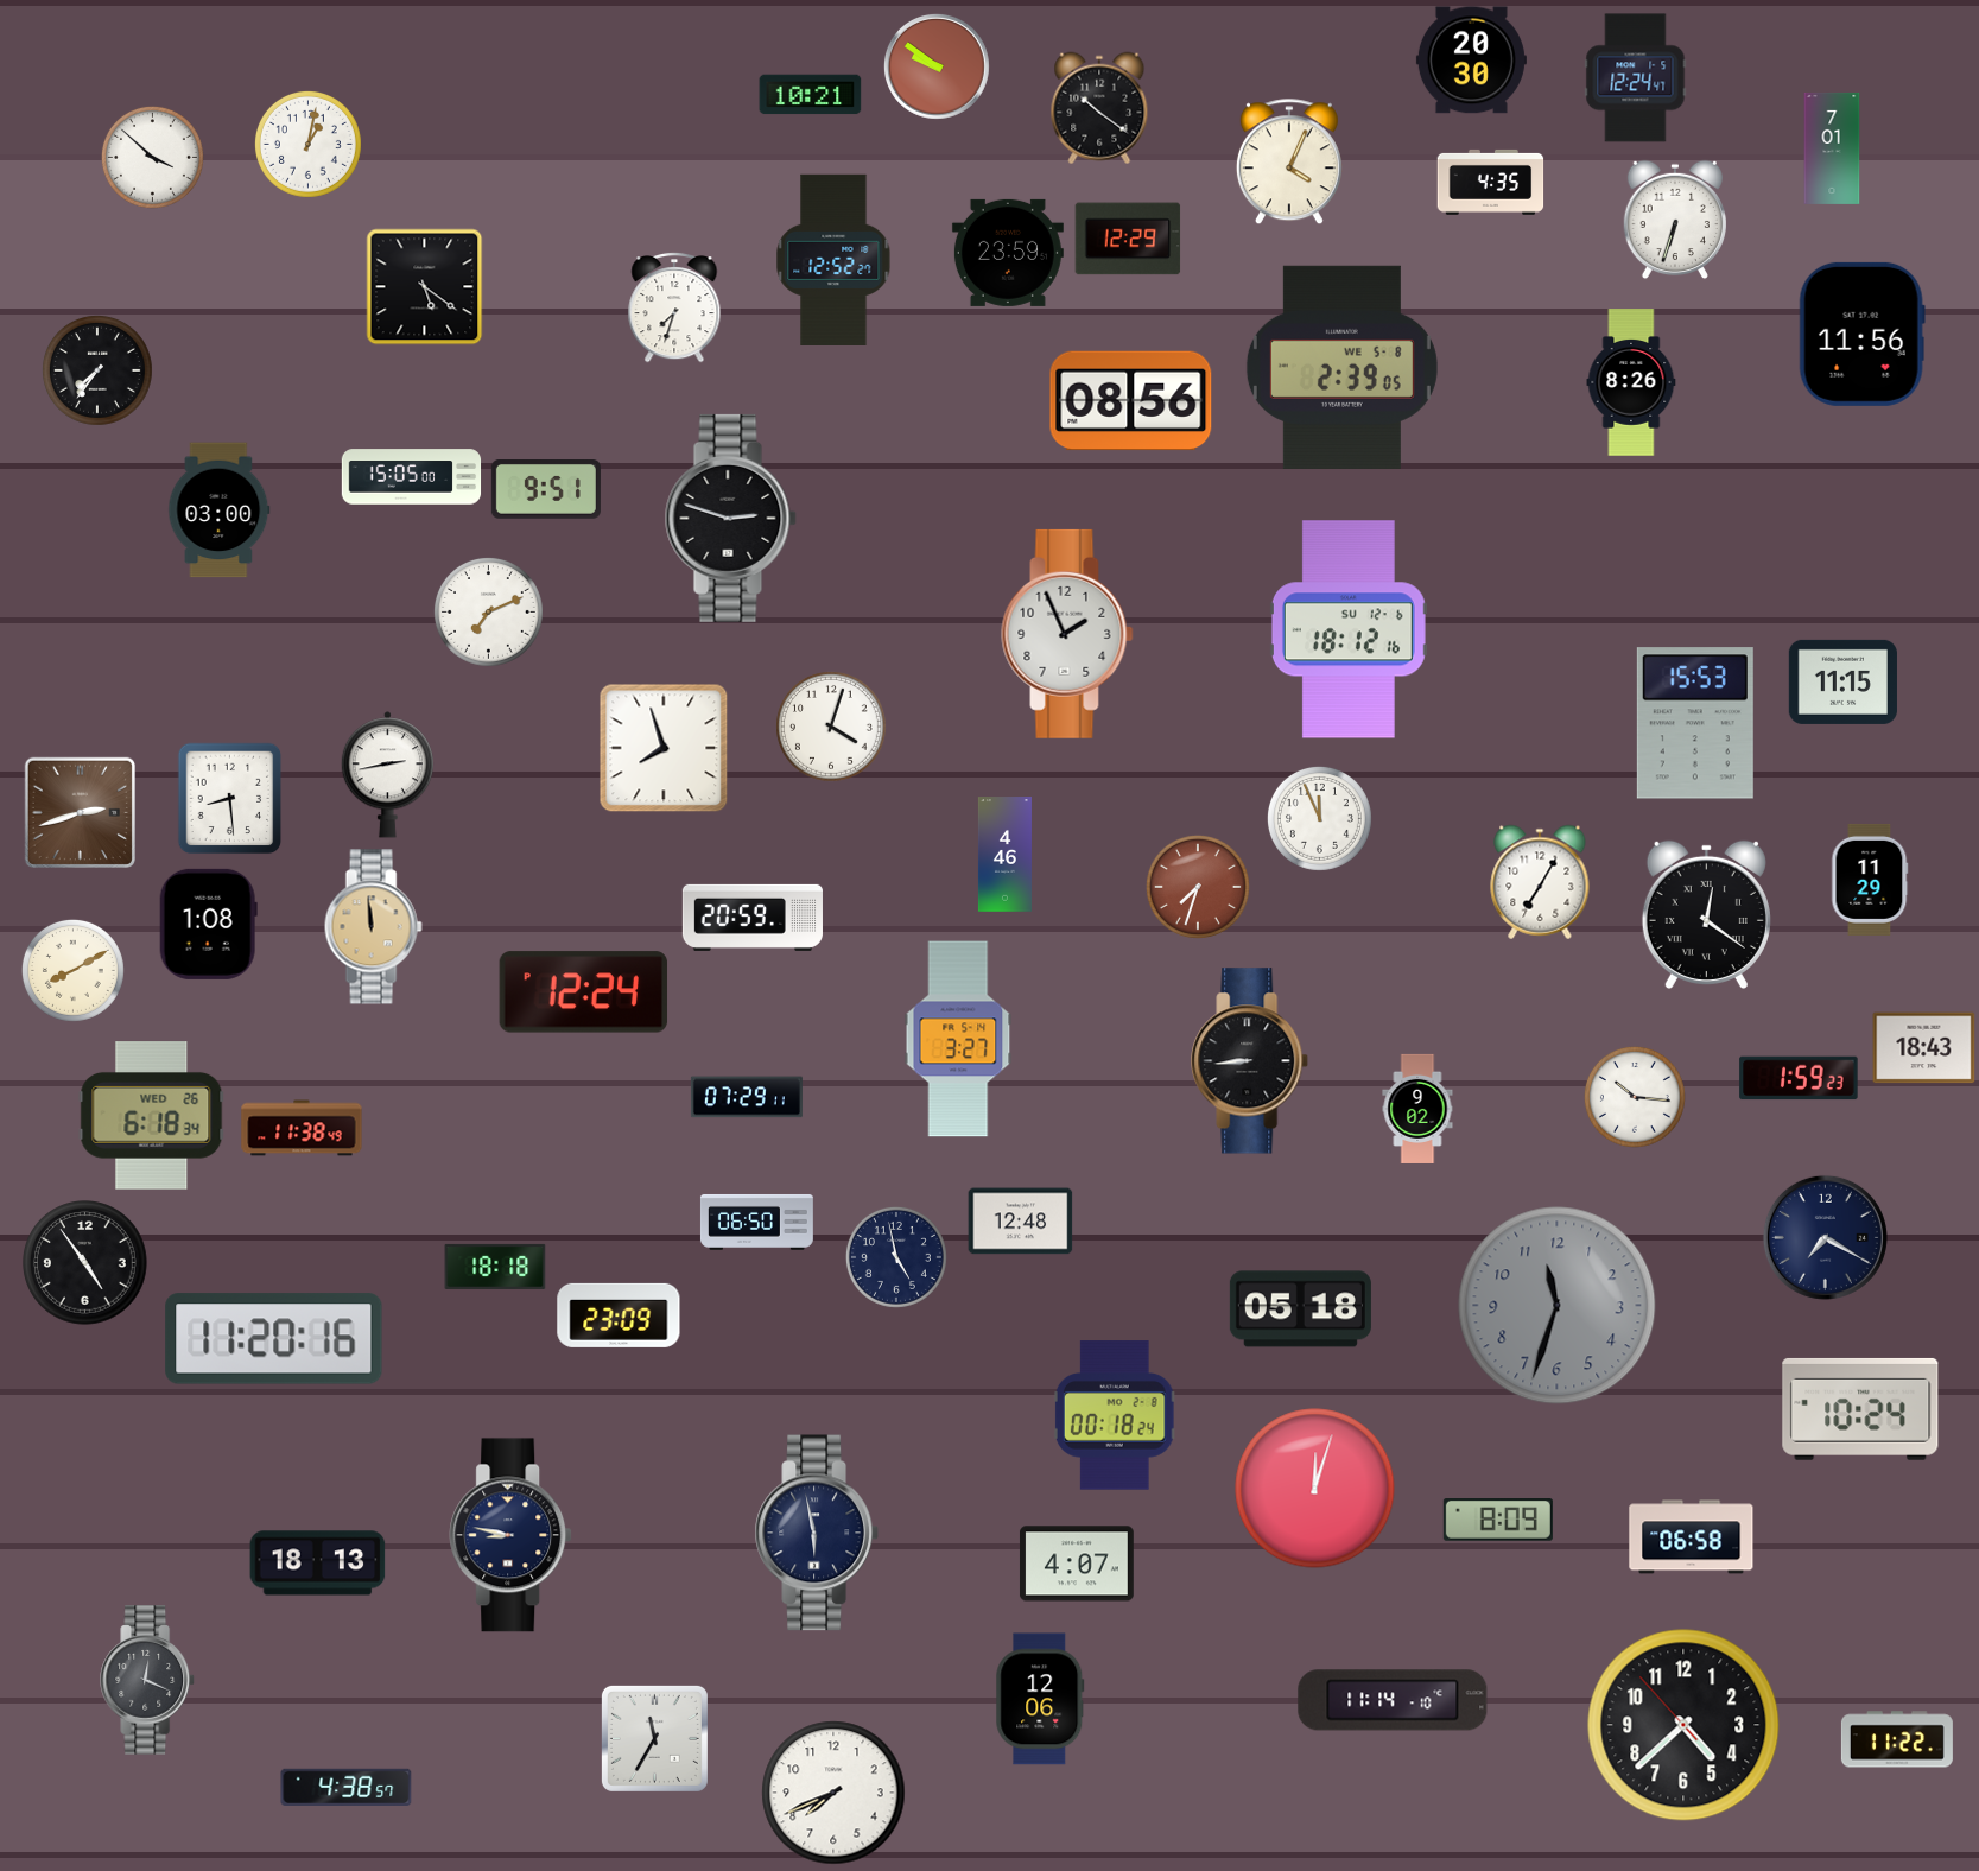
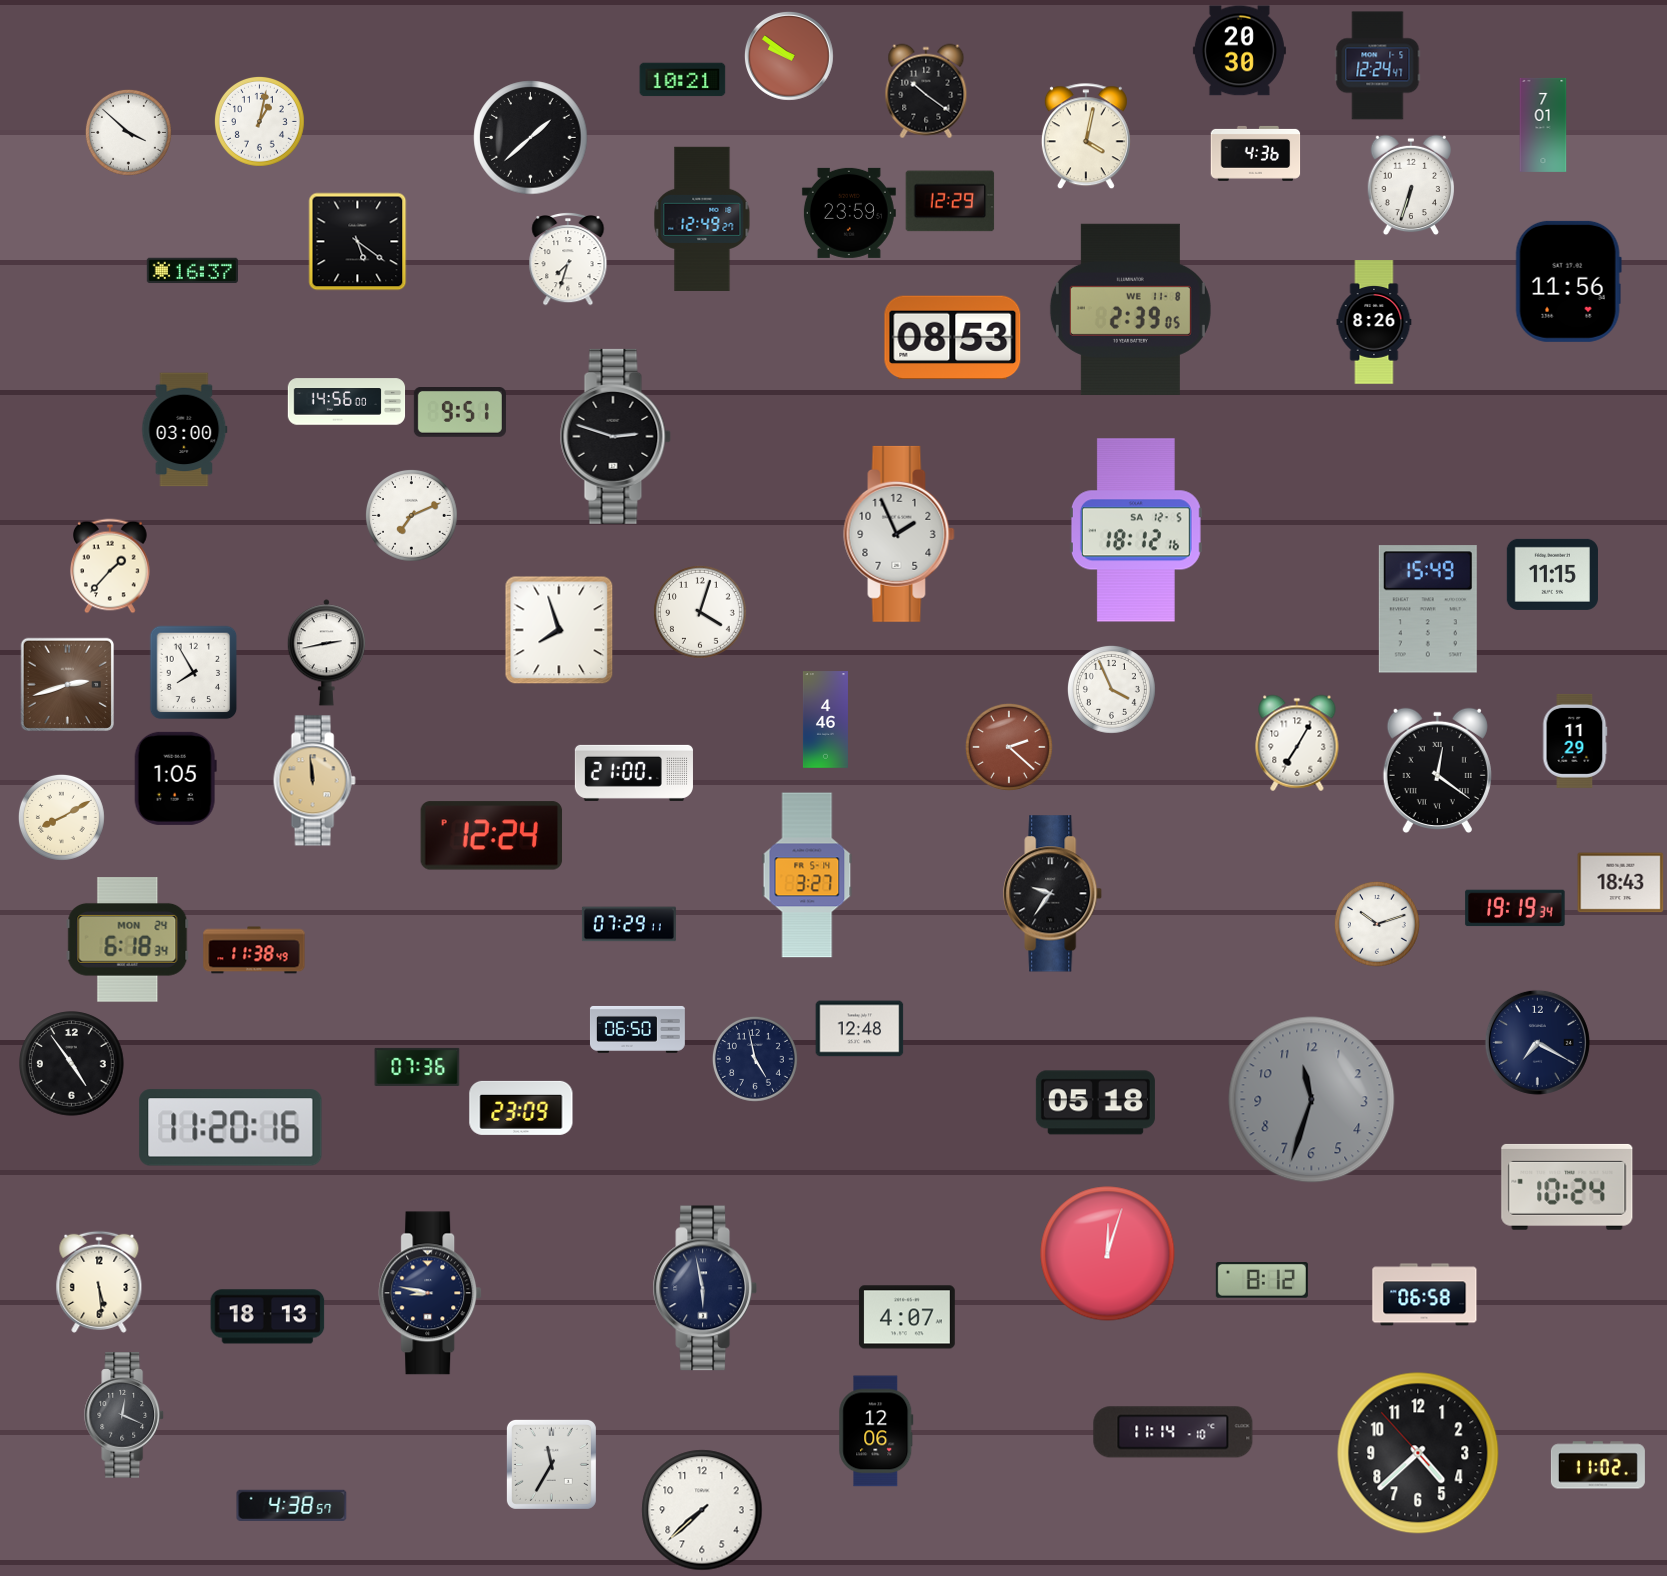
clock at (1289, 163): 4:04 -> 4:02
clock at (531, 138): none -> 1:38
clock at (1491, 182): 4:35 -> 4:36
clock at (833, 260): 12:52 -> 12:49
clock at (192, 271): none -> 16:37
clock at (1341, 367) date: WE 5-8 -> WE 11-8
clock at (99, 372): 7:36 -> none
clock at (1131, 401): 08:56 -> 08:53
clock at (412, 477): 15:05 -> 14:56
clock at (1349, 629) date: SU 12-6 -> SA 12-5
clock at (111, 566): none -> 1:37
clock at (1695, 723): 15:53 -> 15:49
clock at (230, 799): 8:29 -> 7:55
clock at (1319, 818): 11:56 -> 3:56
clock at (1004, 855) position: (1004, 855) -> (825, 720)
clock at (1198, 887): 7:33 -> 2:22
clock at (753, 918): 20:59 -> 21:00
clock at (208, 924): 1:08 -> 1:05
clock at (1250, 1061): 8:44 -> 9:36
clock at (1799, 1078): 1:59 -> 19:19
clock at (1635, 1097): 10:16 -> 10:12
clock at (1417, 1109): 9:02 -> none
clock at (152, 1116) date: WED 26 -> MON 24
clock at (495, 1267): 18:18 -> 07:36
clock at (1115, 1415): 00:18 -> none
clock at (1498, 1521): 8:09 -> 8:12
clock at (99, 1282): none -> 5:29
clock at (817, 1533) position: (817, 1533) -> (705, 1288)
clock at (1897, 1739): 11:22 -> 11:02
clock at (833, 1793): 7:41 -> 7:38
